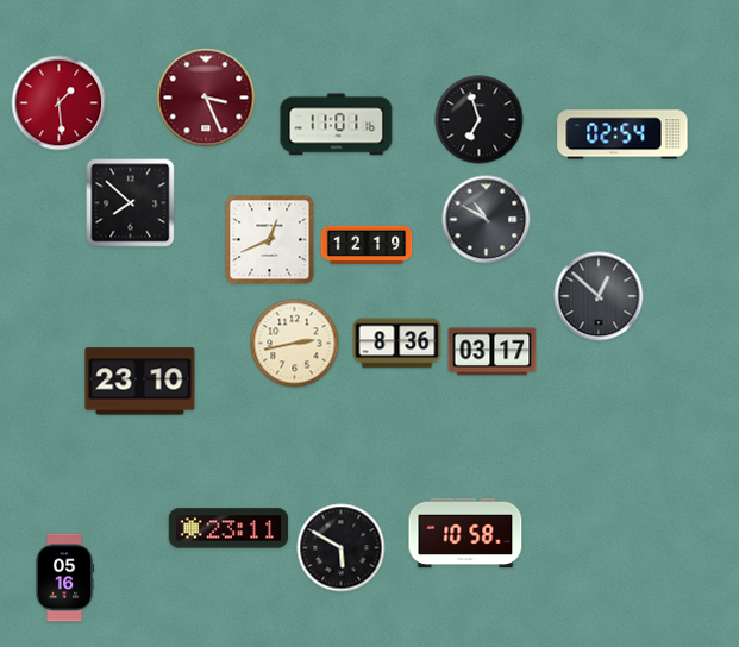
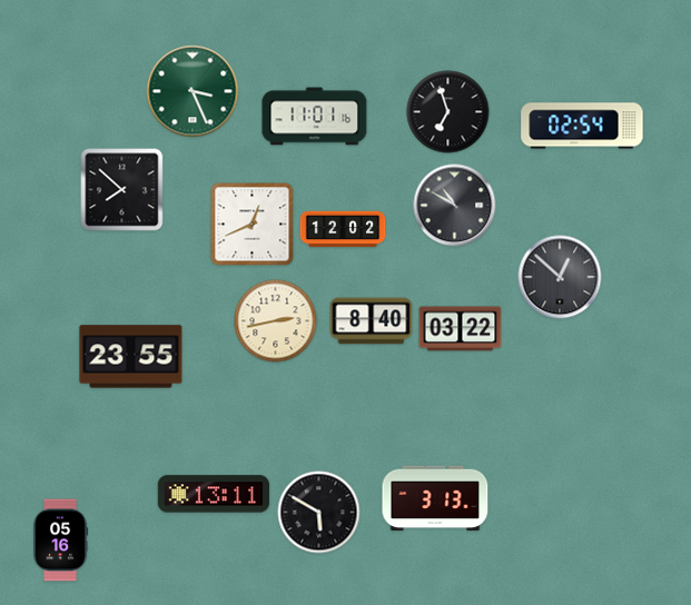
clock at (206, 98) dial: burgundy -> green
clock at (60, 103): 1:29 -> none
clock at (367, 245): 12:19 -> 12:02
clock at (397, 344): 8:36 -> 8:40
clock at (493, 352): 03:17 -> 03:22
clock at (140, 382): 23:10 -> 23:55
clock at (228, 528): 23:11 -> 13:11
clock at (465, 533): 10:58 -> 3:13
